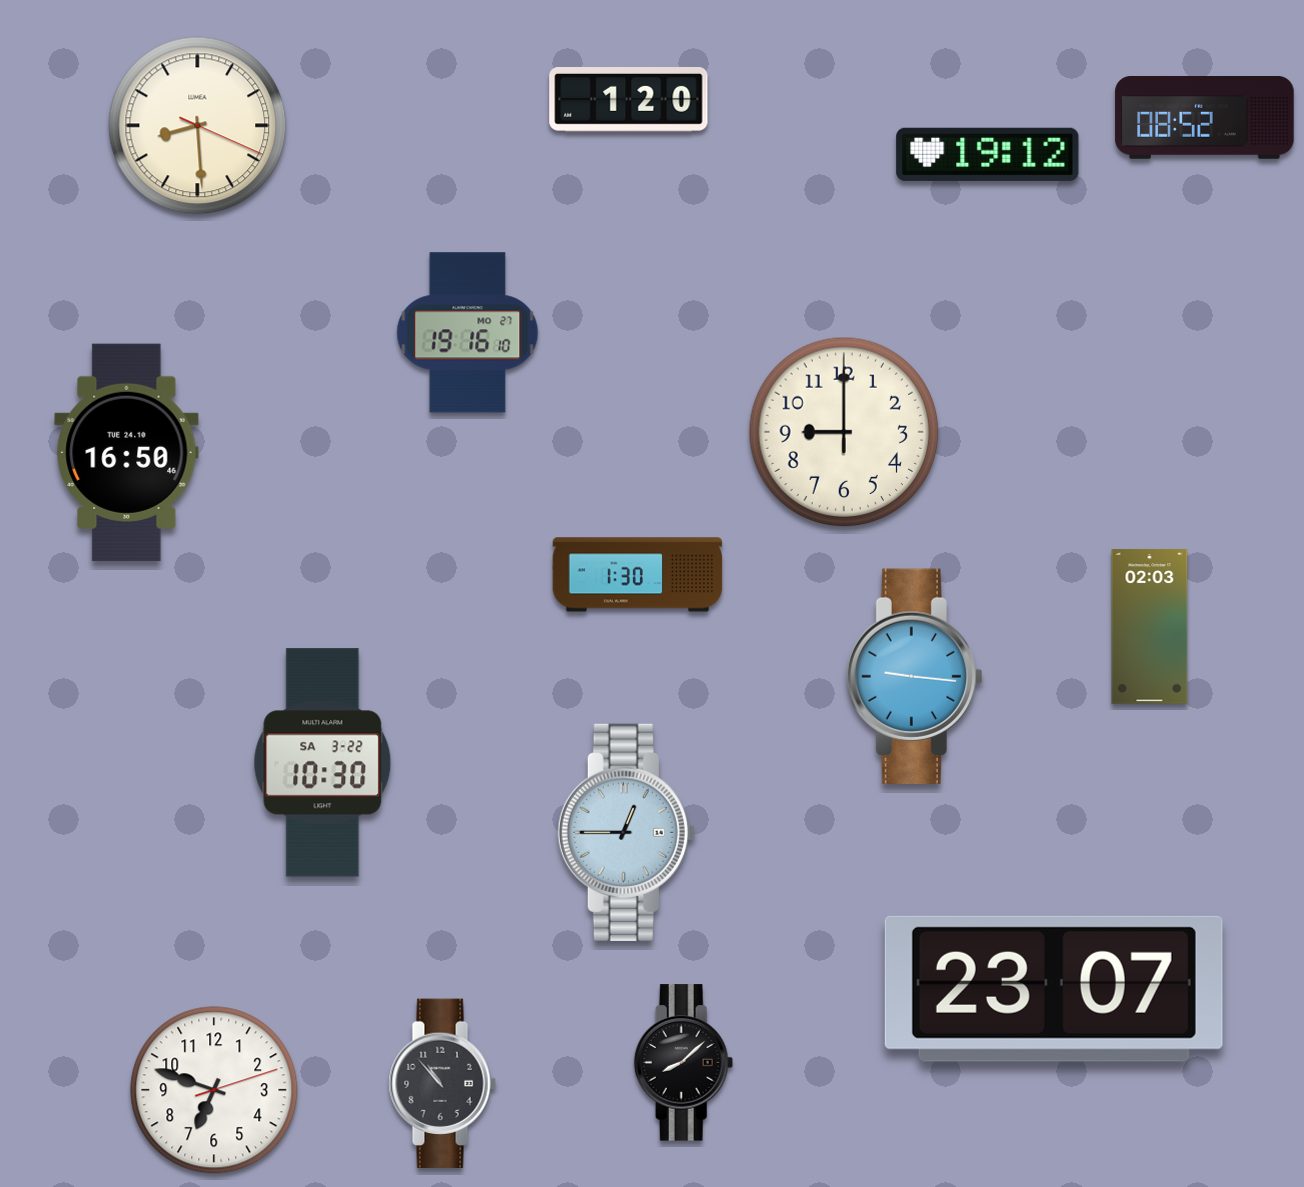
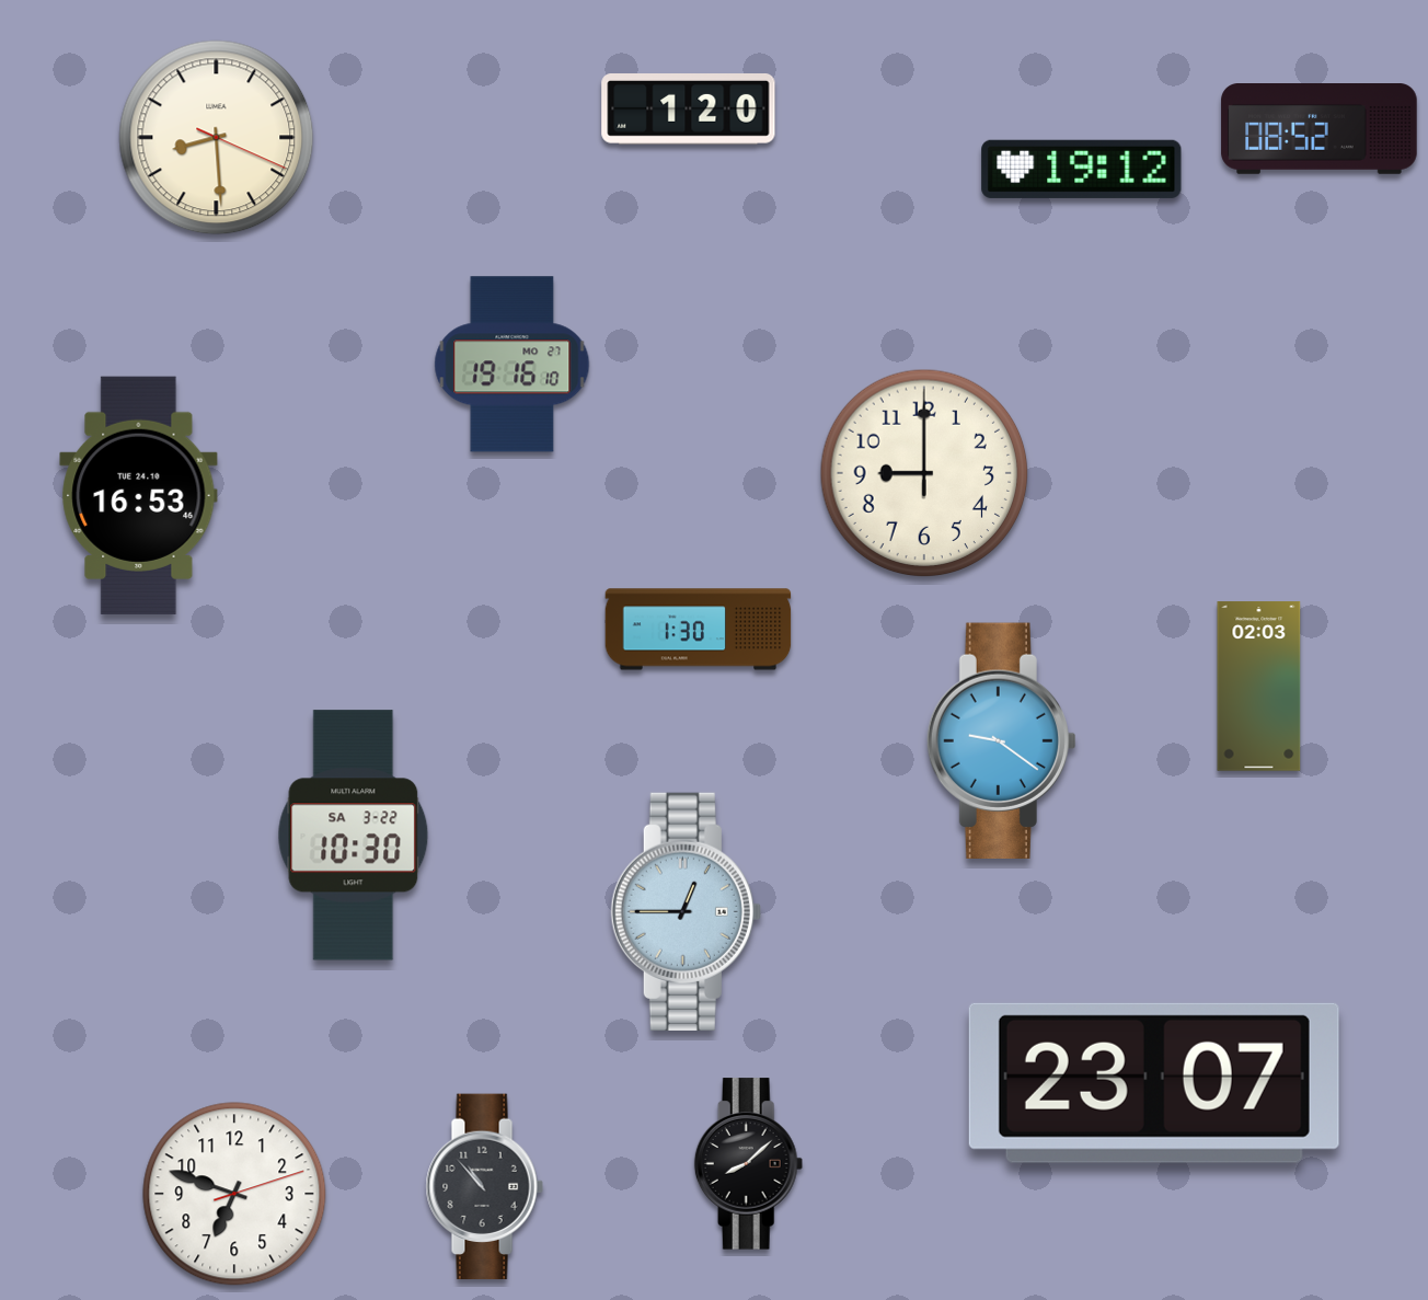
clock at (127, 452): 16:50 -> 16:53
clock at (914, 676): 9:16 -> 9:21
